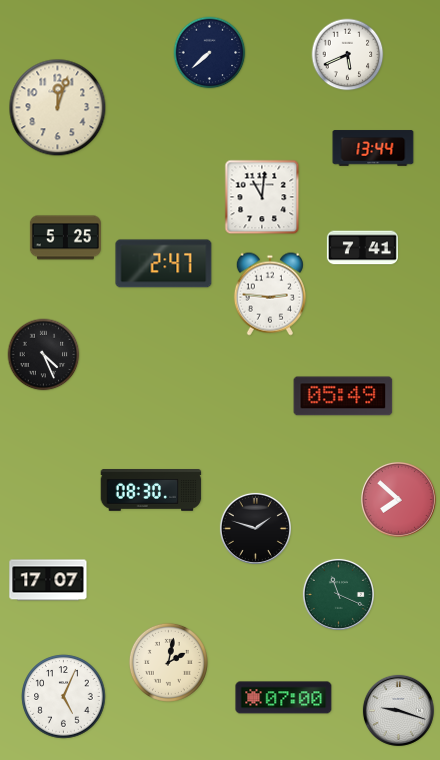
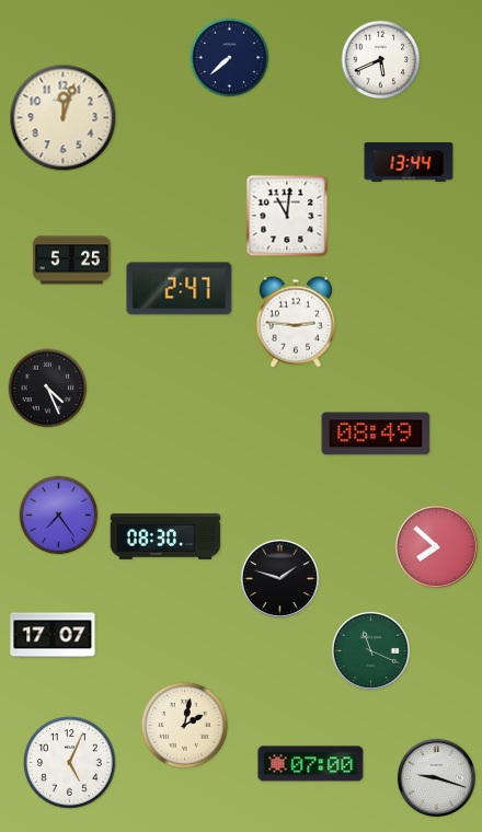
clock at (362, 248): 7:41 -> none
clock at (343, 396): 05:49 -> 08:49
clock at (59, 516): none -> 7:24
